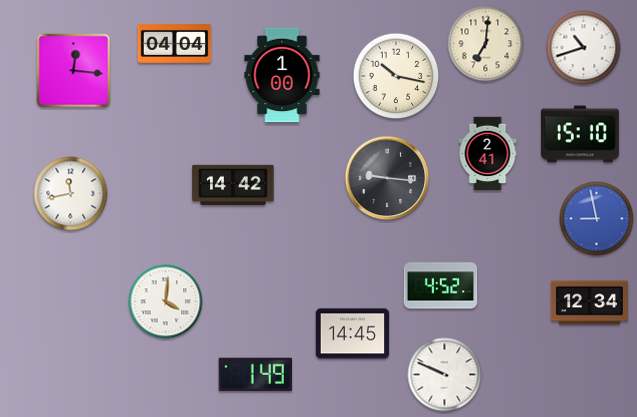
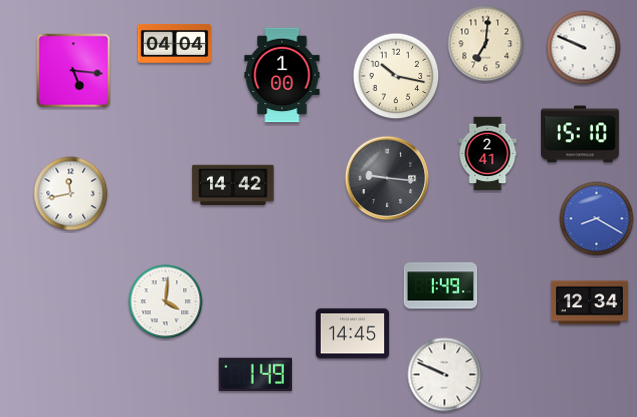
clock at (584, 48): 10:42 -> 9:49
clock at (74, 71): 12:16 -> 5:16
clock at (597, 219): 8:58 -> 8:20
clock at (441, 286): 4:52 -> 1:49
